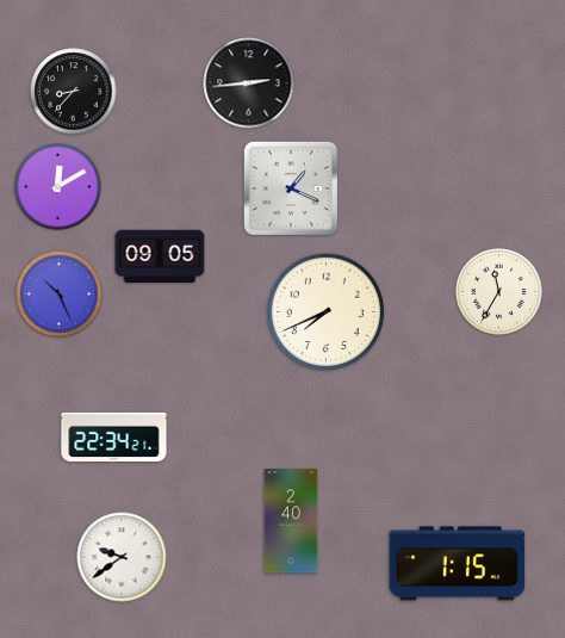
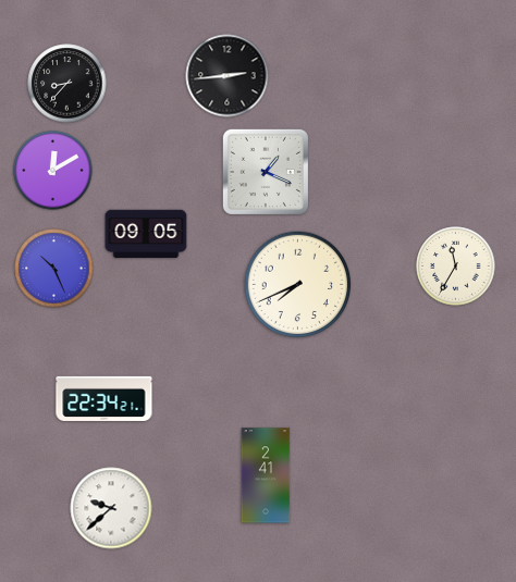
clock at (291, 521): 2:40 -> 2:41
clock at (122, 557): 9:39 -> 9:38
clock at (458, 564): 1:15 -> none
